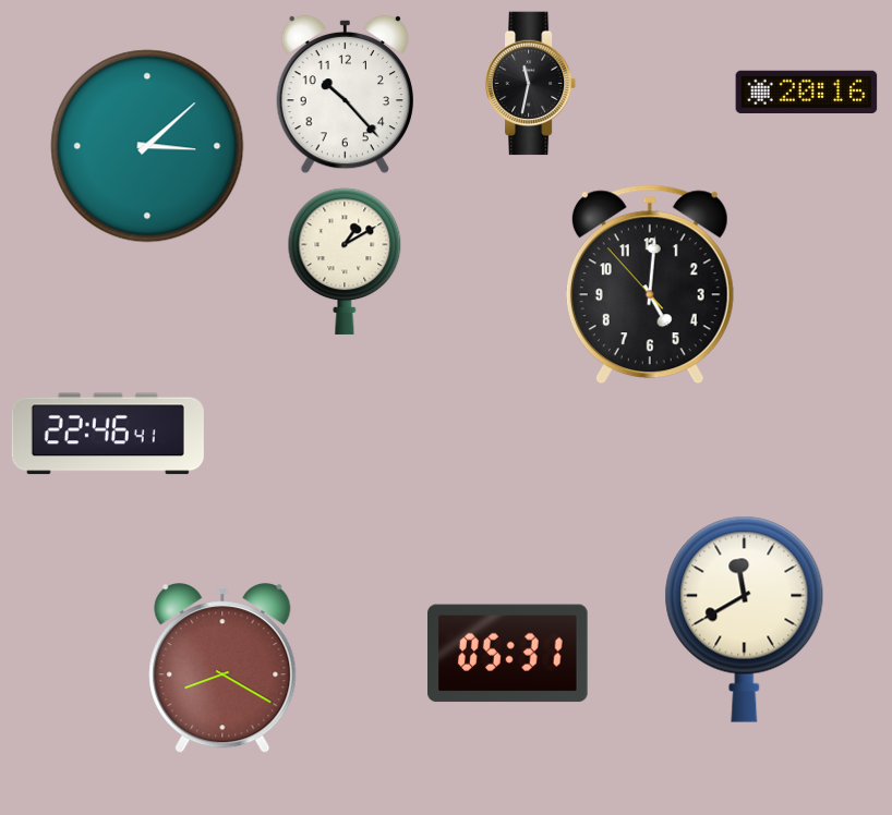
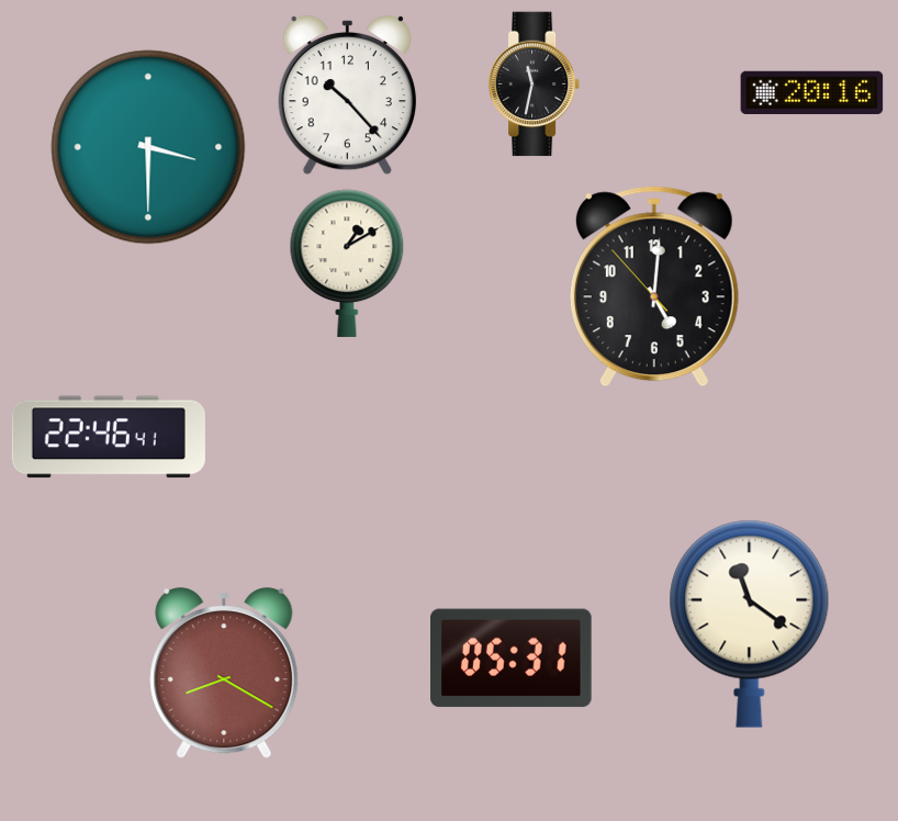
clock at (147, 146): 3:08 -> 3:30
clock at (745, 619): 11:40 -> 11:21
